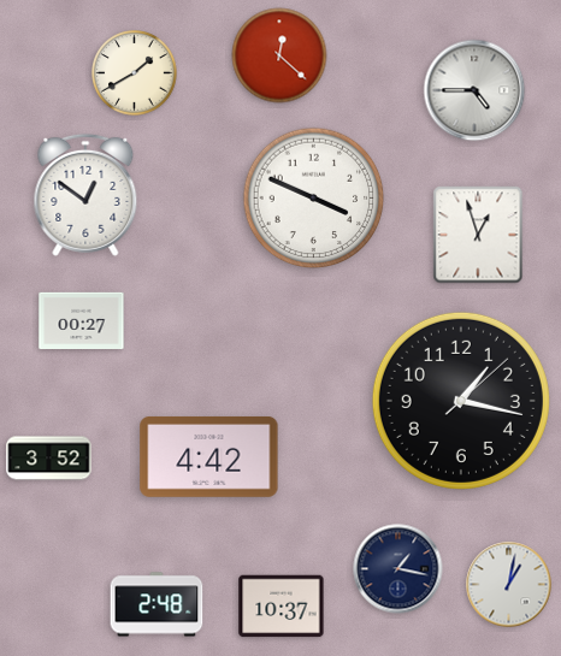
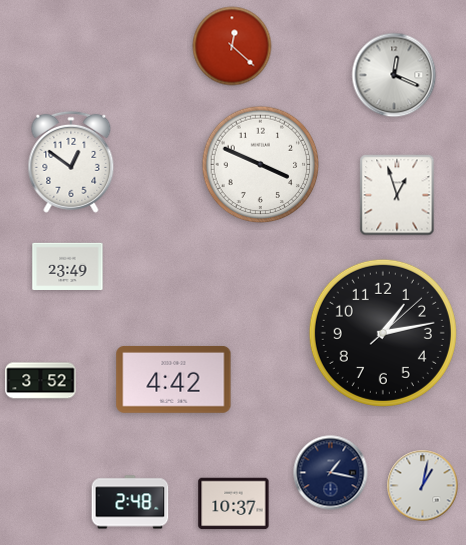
clock at (135, 73): 1:40 -> none
clock at (474, 90): 4:45 -> 12:19
clock at (82, 321): 00:27 -> 23:49
clock at (461, 401): 1:17 -> 1:13
